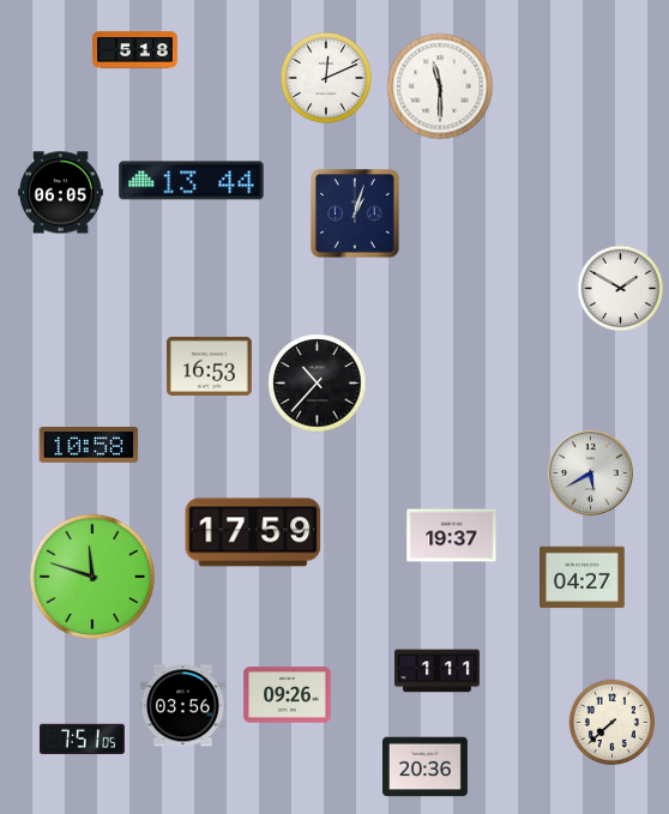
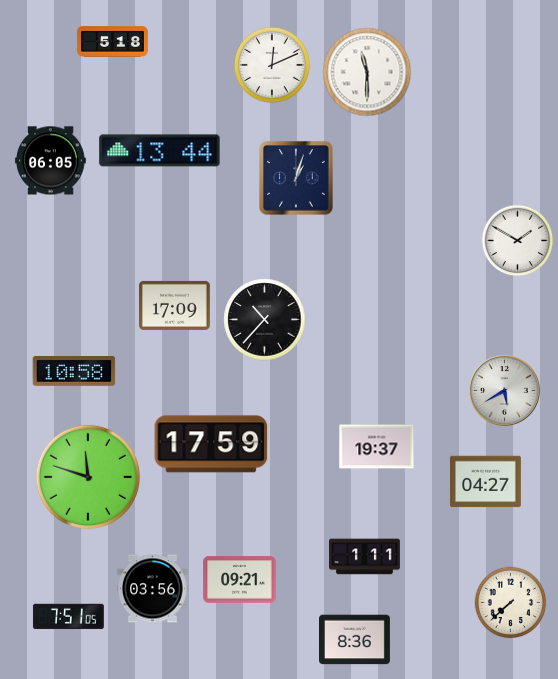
clock at (209, 366): 16:53 -> 17:09
clock at (590, 472) position: (590, 472) -> (504, 390)
clock at (92, 577) position: (92, 577) -> (88, 477)
clock at (438, 671) position: (438, 671) -> (365, 557)
clock at (288, 695): 09:26 -> 09:21
clock at (426, 767): 20:36 -> 8:36
